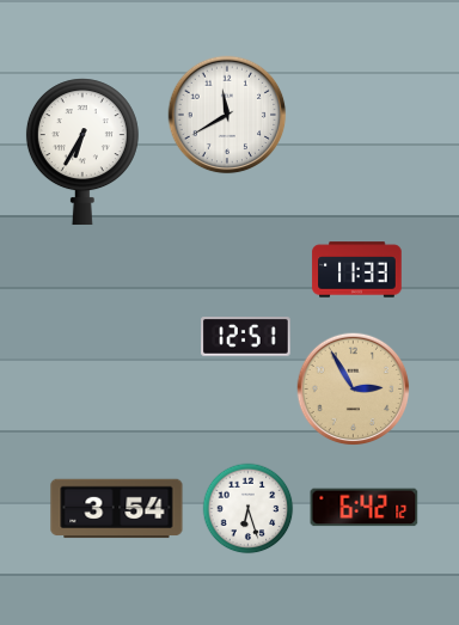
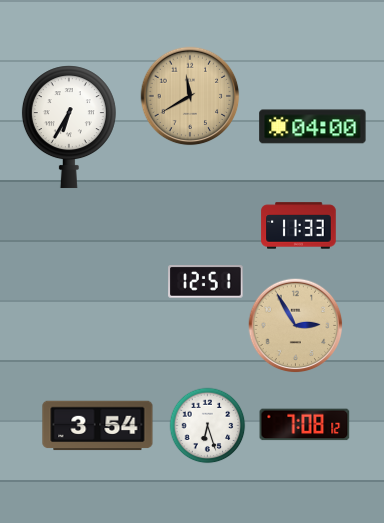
clock at (227, 115) dial: white -> champagne
clock at (313, 127): none -> 04:00
clock at (365, 508): 6:42 -> 7:08
